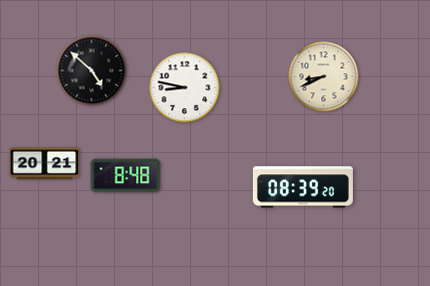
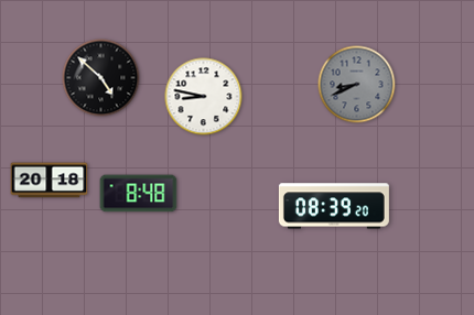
clock at (324, 77) dial: cream -> grey
clock at (45, 164): 20:21 -> 20:18
